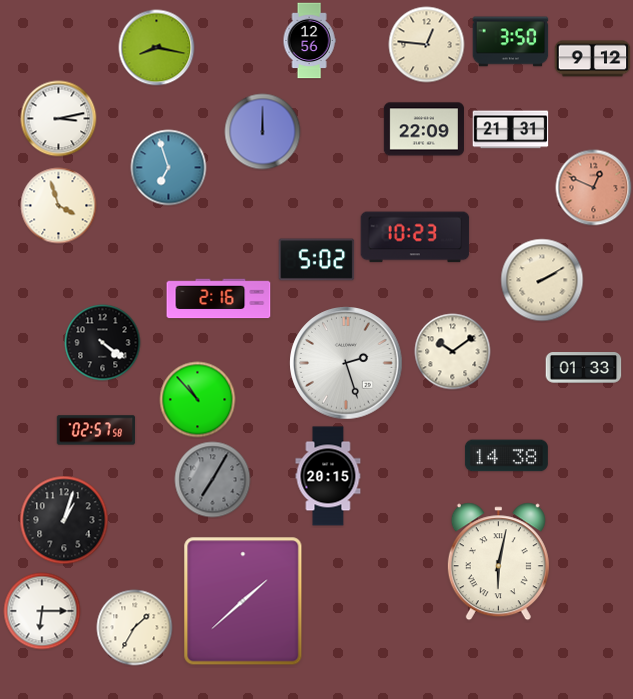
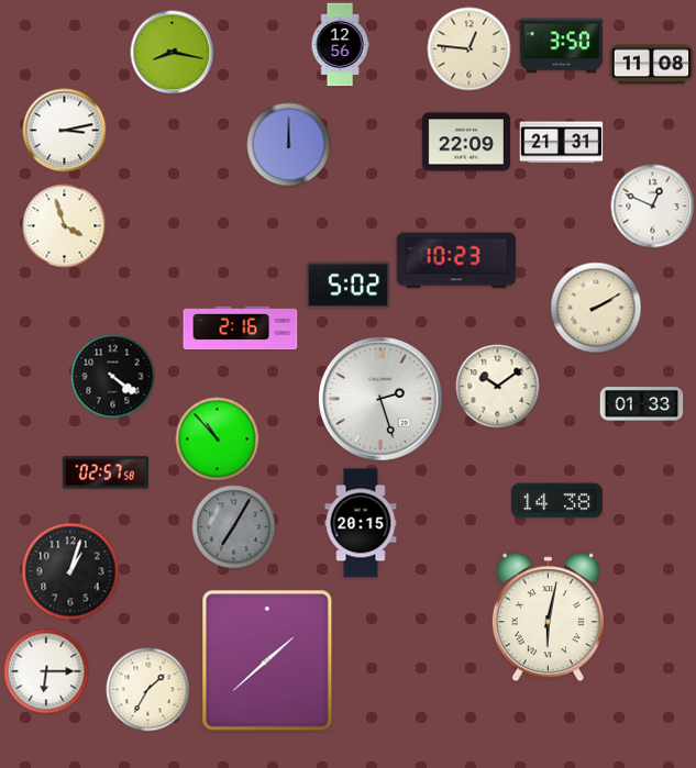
clock at (593, 59): 9:12 -> 11:08
clock at (169, 168): 6:57 -> none
clock at (594, 188) dial: salmon -> white
